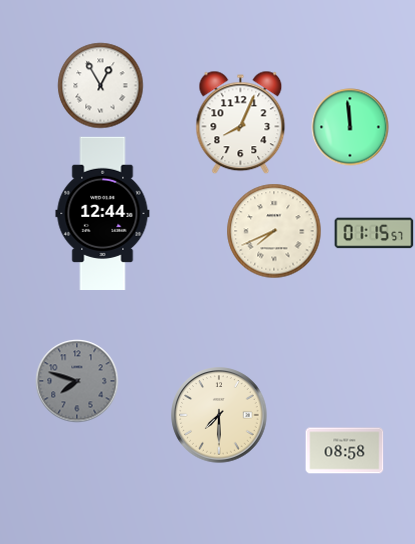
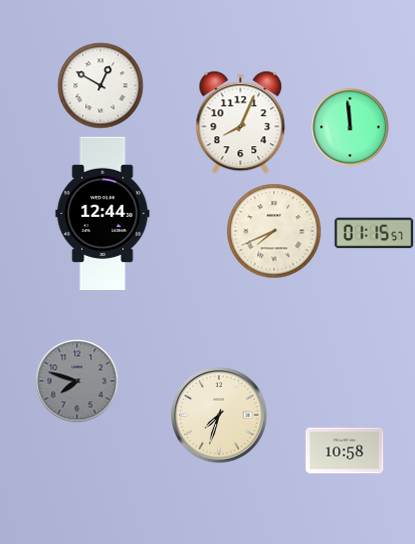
clock at (101, 86): 12:55 -> 12:50
clock at (219, 415): 7:30 -> 7:33
clock at (345, 451): 08:58 -> 10:58
